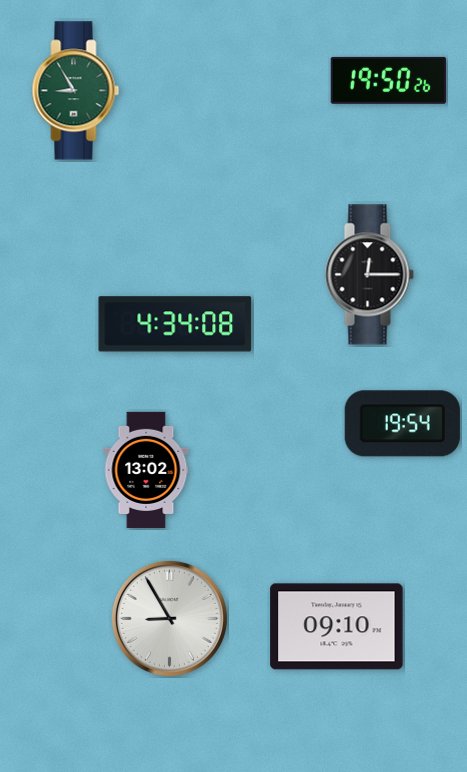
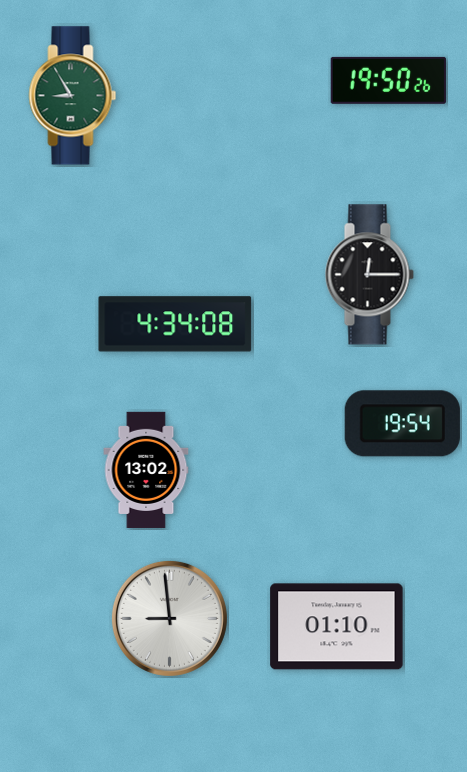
clock at (76, 91) position: (76, 91) -> (73, 96)
clock at (169, 618): 8:55 -> 8:59
clock at (337, 627): 09:10 -> 01:10
